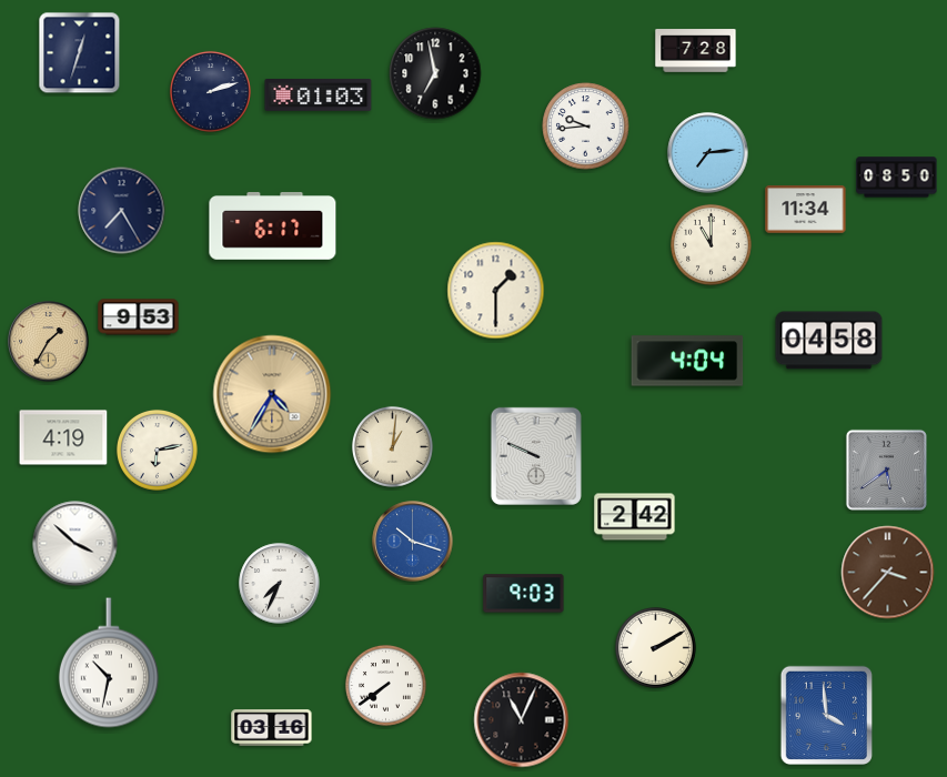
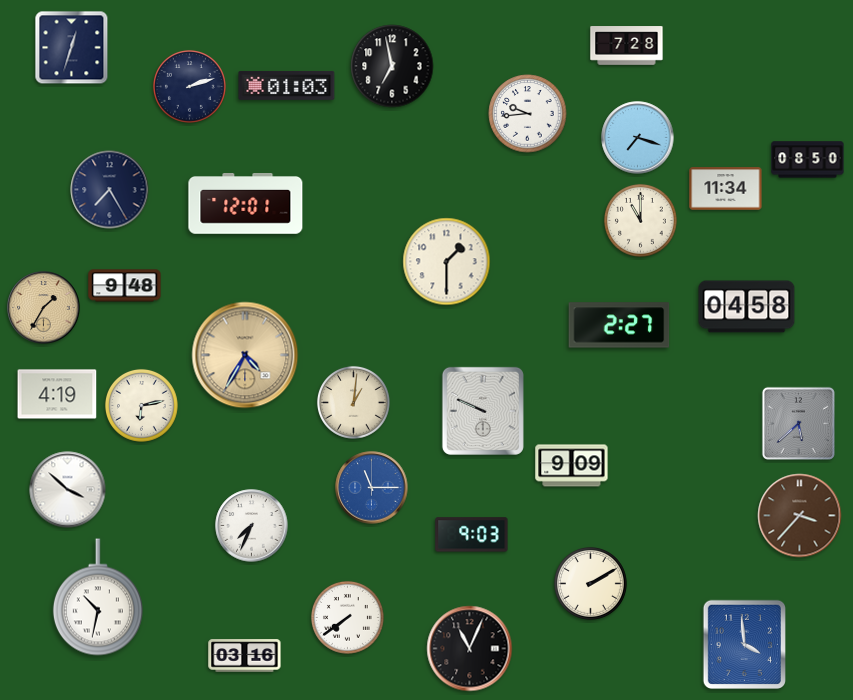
clock at (210, 91) position: (210, 91) -> (189, 86)
clock at (708, 153): 7:14 -> 7:18
clock at (273, 226): 6:17 -> 12:01
clock at (139, 317): 9:53 -> 9:48
clock at (687, 361): 4:04 -> 2:27
clock at (886, 470): 5:39 -> 5:38
clock at (635, 517): 2:42 -> 9:09
clock at (413, 542): 10:18 -> 11:15
